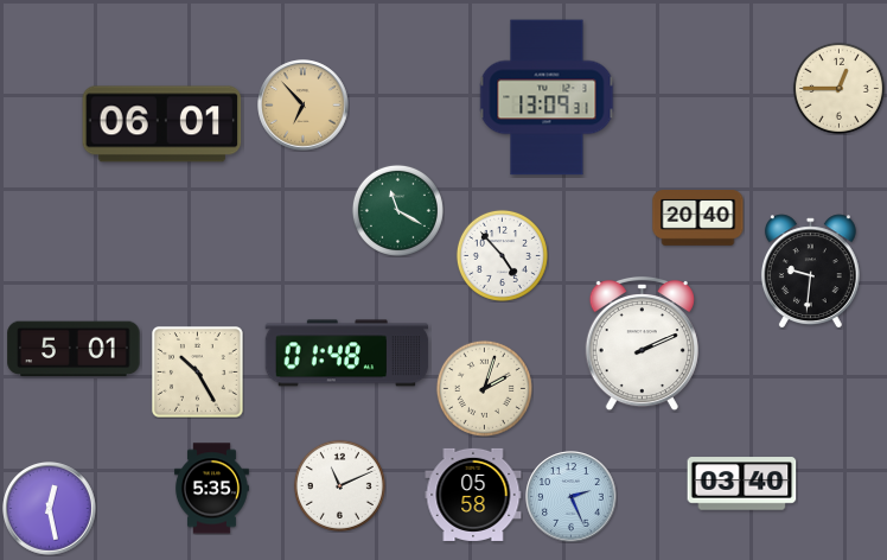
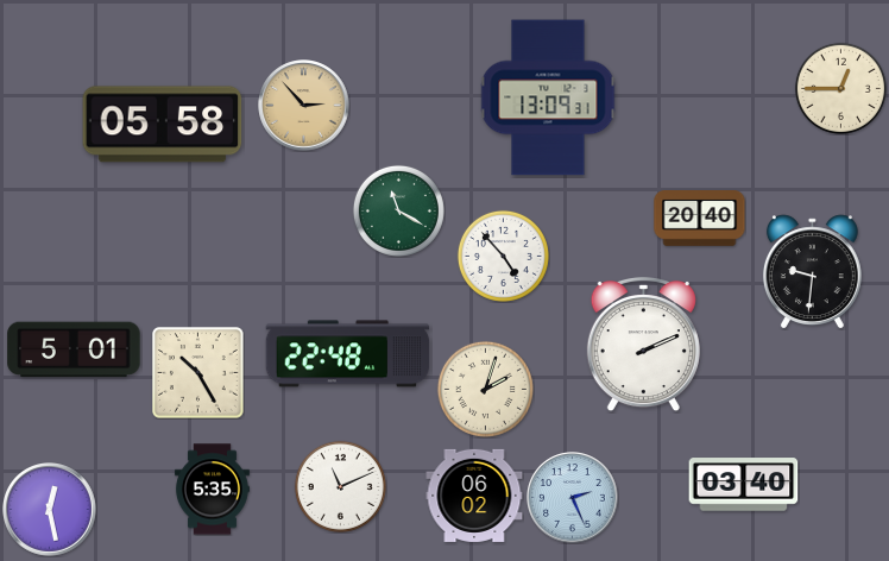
clock at (304, 106): 6:53 -> 2:53
clock at (162, 125): 06:01 -> 05:58
clock at (347, 354): 01:48 -> 22:48
clock at (473, 495): 05:58 -> 06:02
